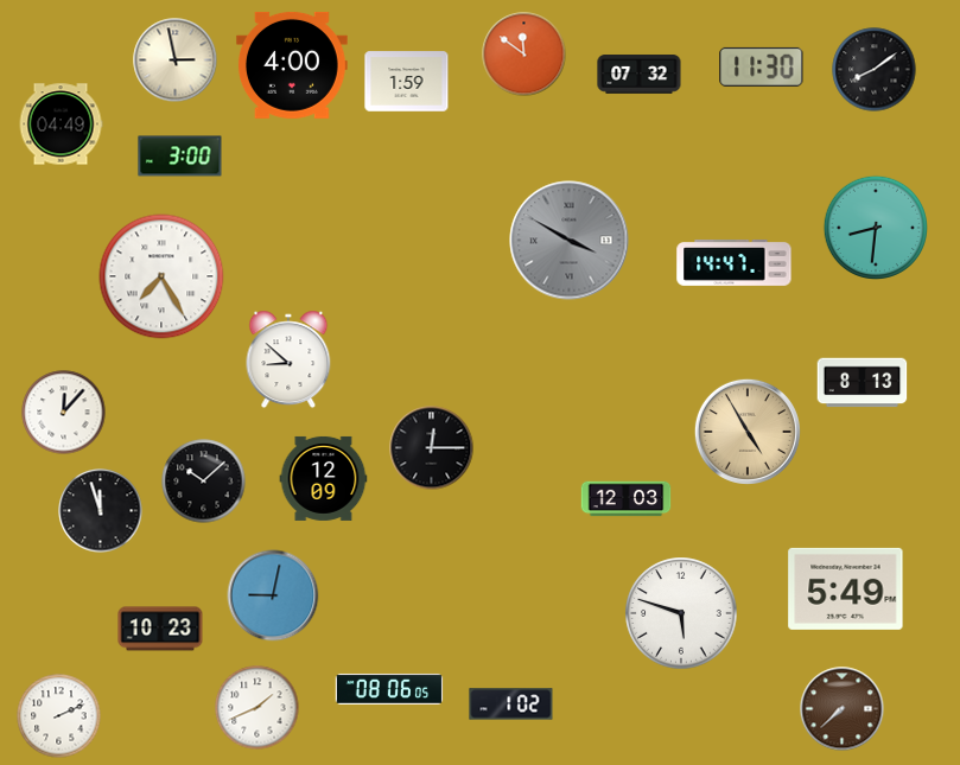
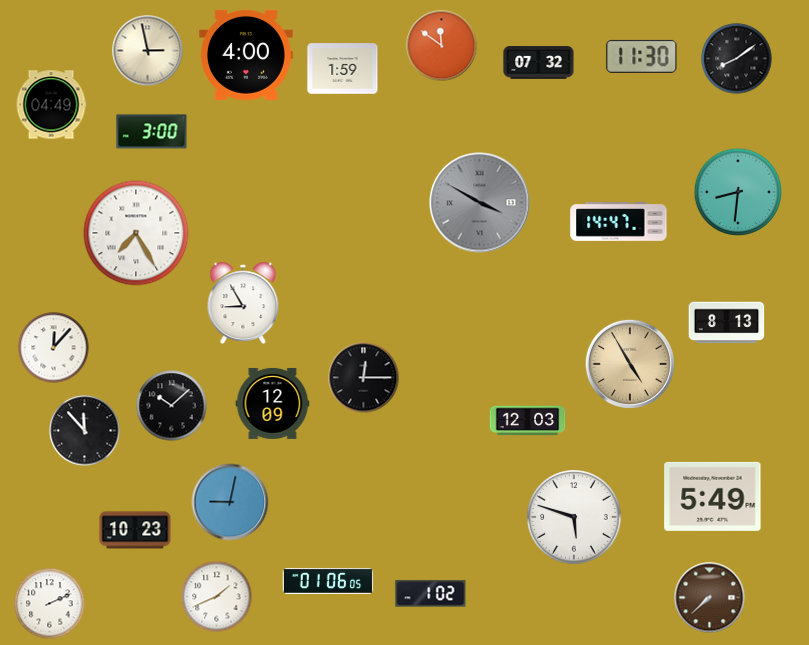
clock at (288, 359): 8:52 -> 8:55
clock at (101, 511): 11:57 -> 11:53
clock at (389, 689): 08:06 -> 01:06
